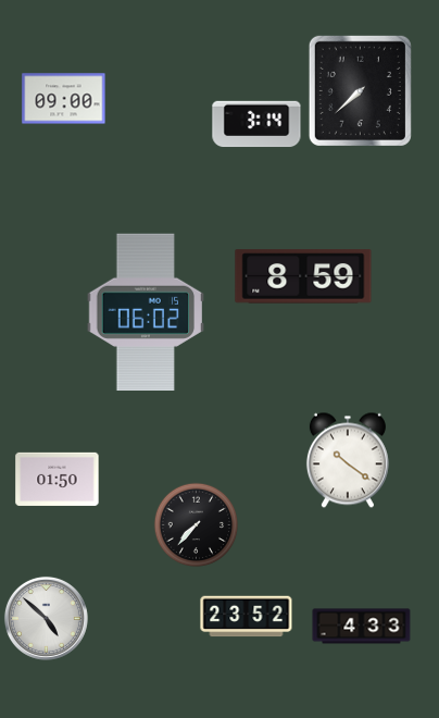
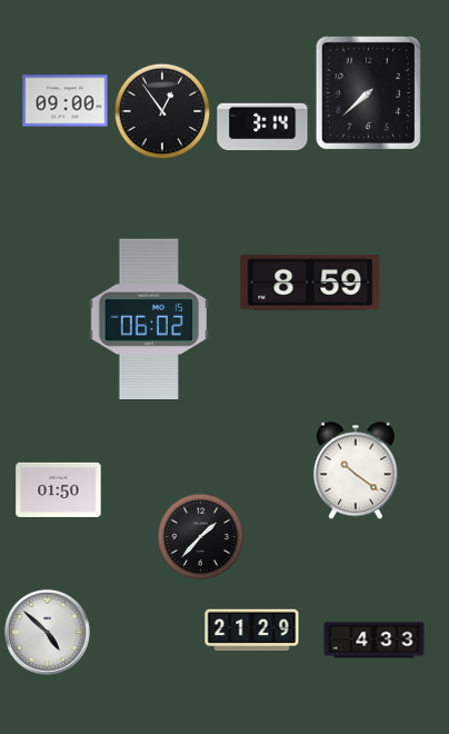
clock at (162, 111): none -> 12:54
clock at (196, 524): 7:37 -> 1:37
clock at (247, 617): 23:52 -> 21:29
clock at (362, 627) position: (362, 627) -> (375, 641)
